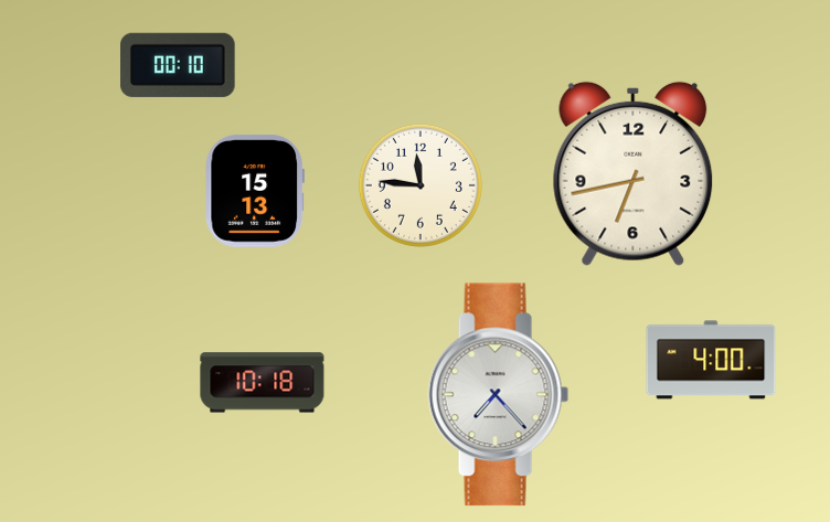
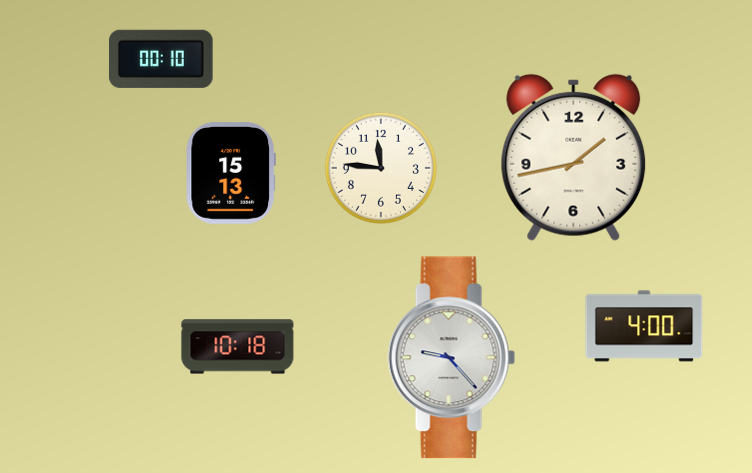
clock at (634, 173): 6:43 -> 1:43
clock at (499, 395): 7:23 -> 9:23
